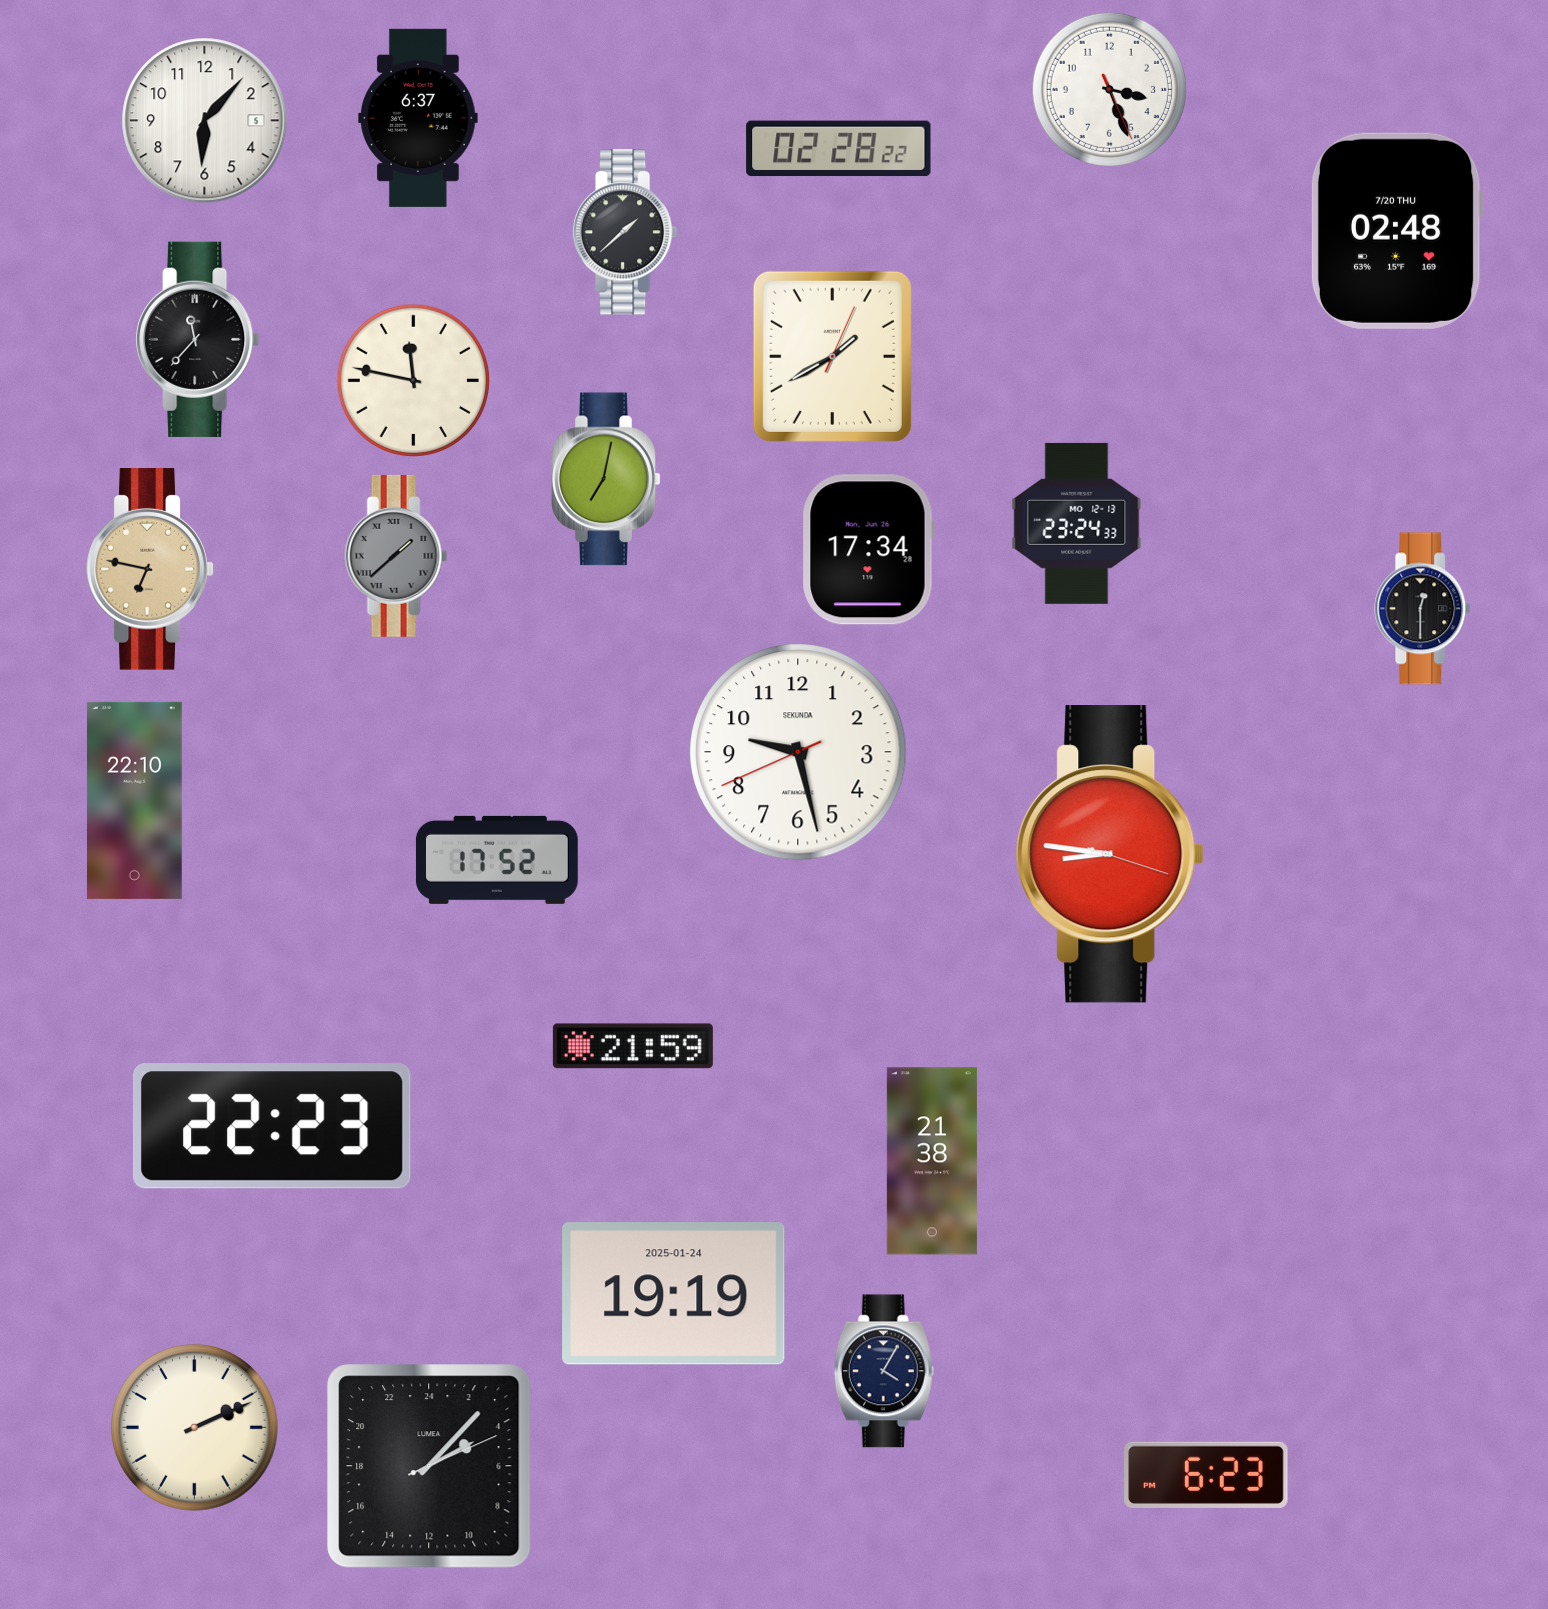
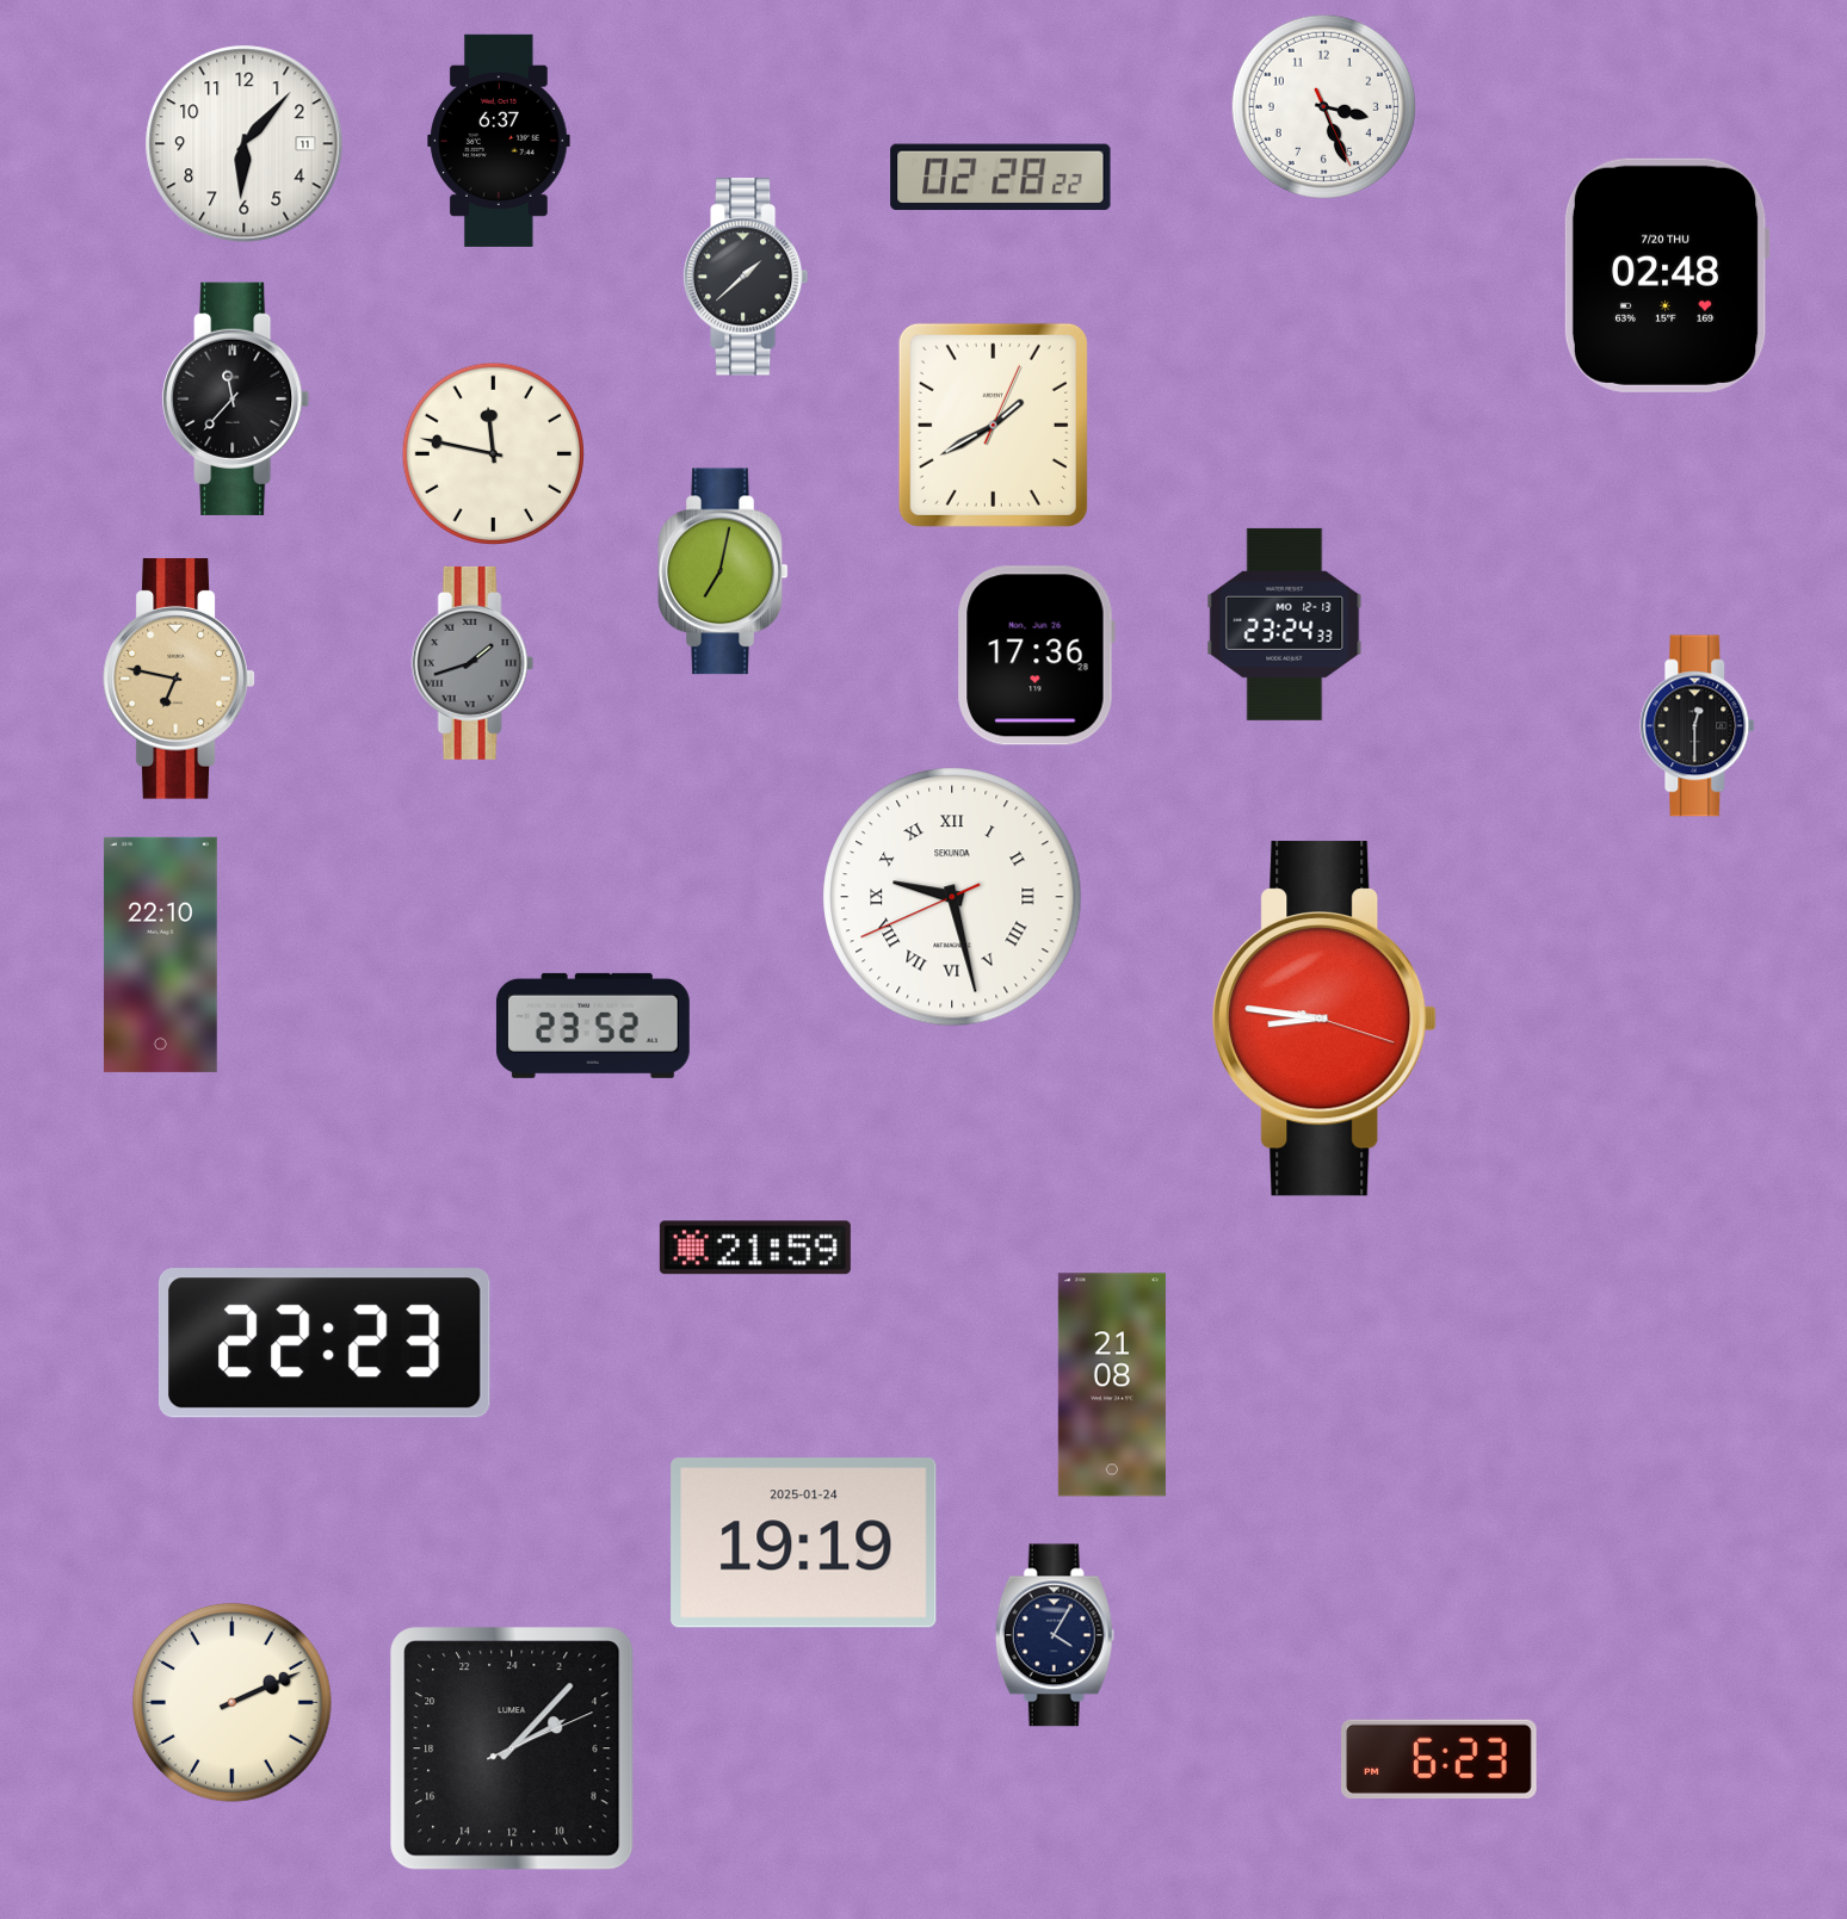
clock at (205, 121) date: 5 -> 11
clock at (198, 339) position: (198, 339) -> (236, 398)
clock at (868, 550): 17:34 -> 17:36
clock at (396, 556): 1:38 -> 1:42
clock at (798, 752) numerals: Arabic -> Roman
clock at (497, 860): 17:52 -> 23:52
clock at (932, 1161): 21:38 -> 21:08
